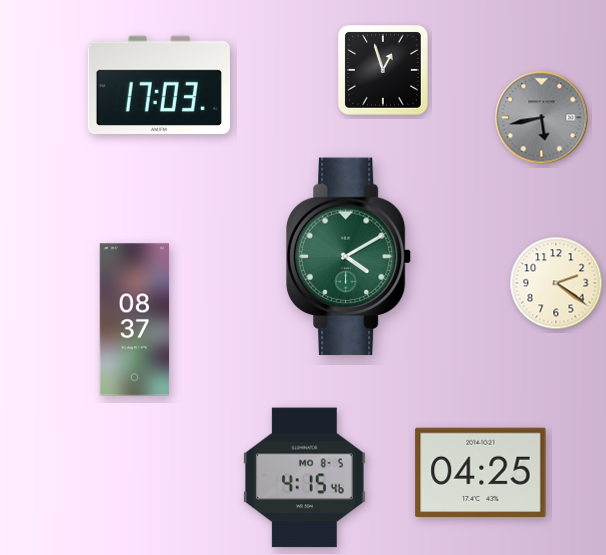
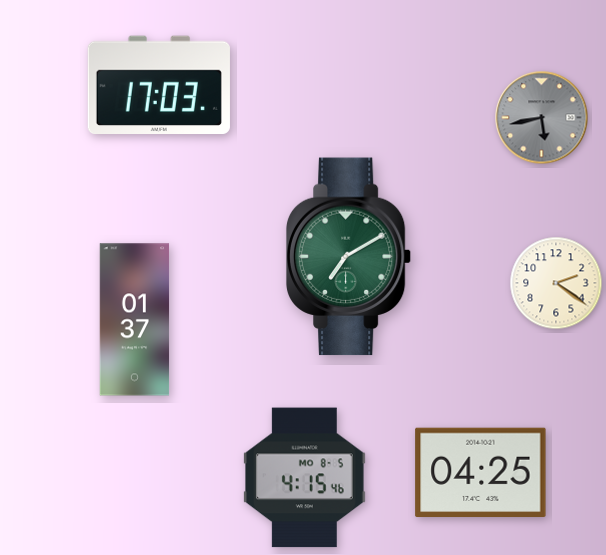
clock at (384, 71): 12:57 -> none
clock at (349, 257): 4:10 -> 7:10
clock at (135, 320): 08:37 -> 01:37
